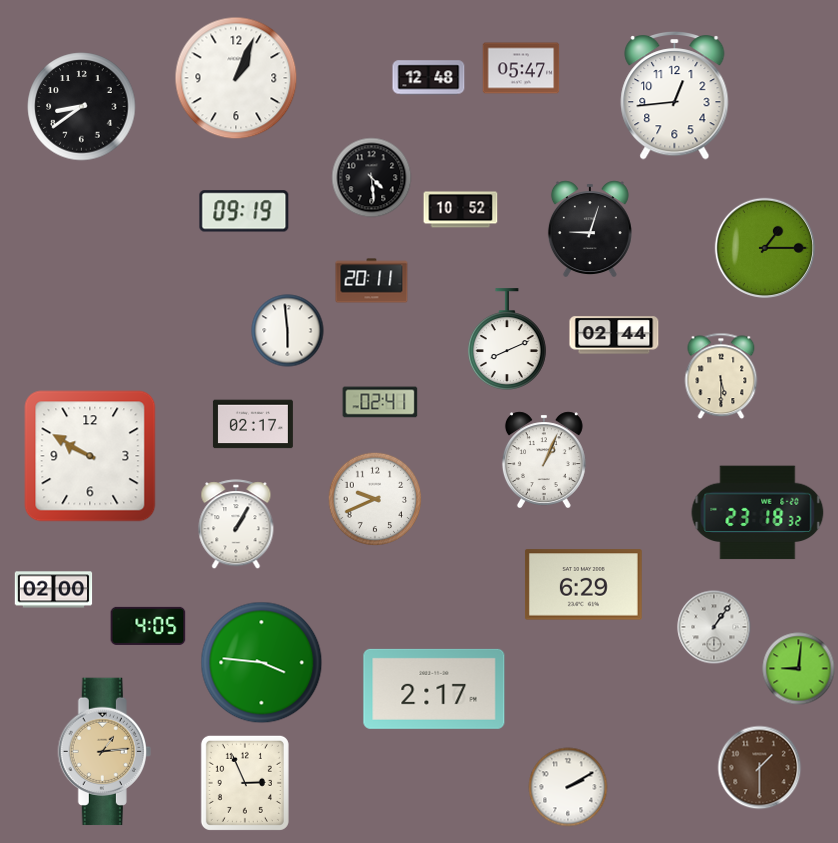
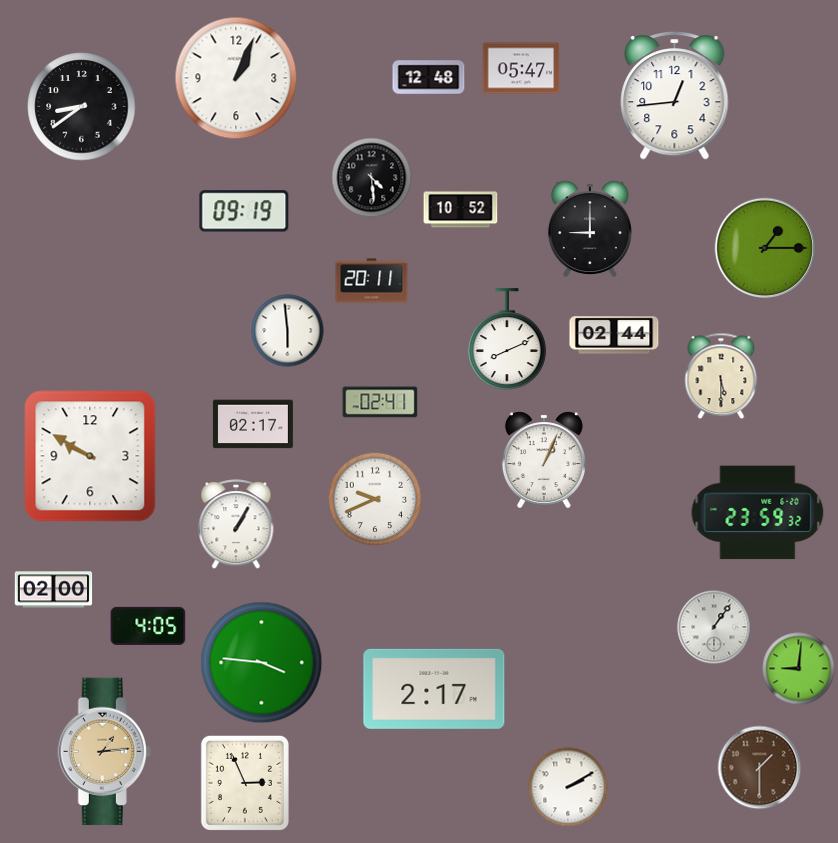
clock at (590, 228): 9:03 -> 9:00
clock at (758, 513): 23:18 -> 23:59
clock at (583, 585): 6:29 -> none
